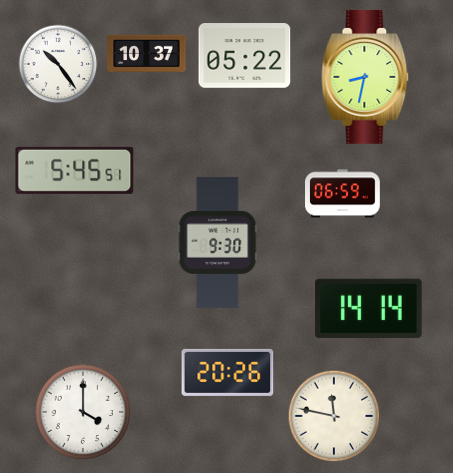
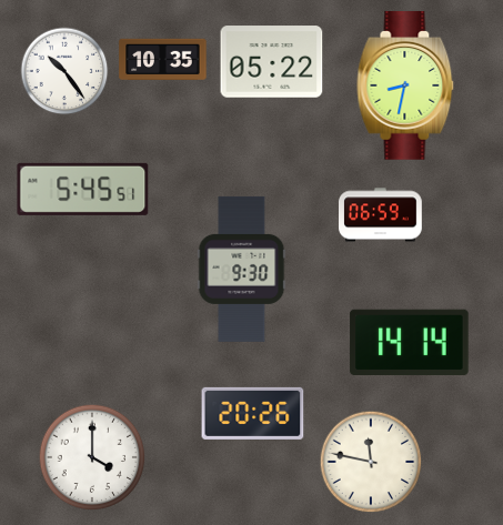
clock at (147, 54): 10:37 -> 10:35
